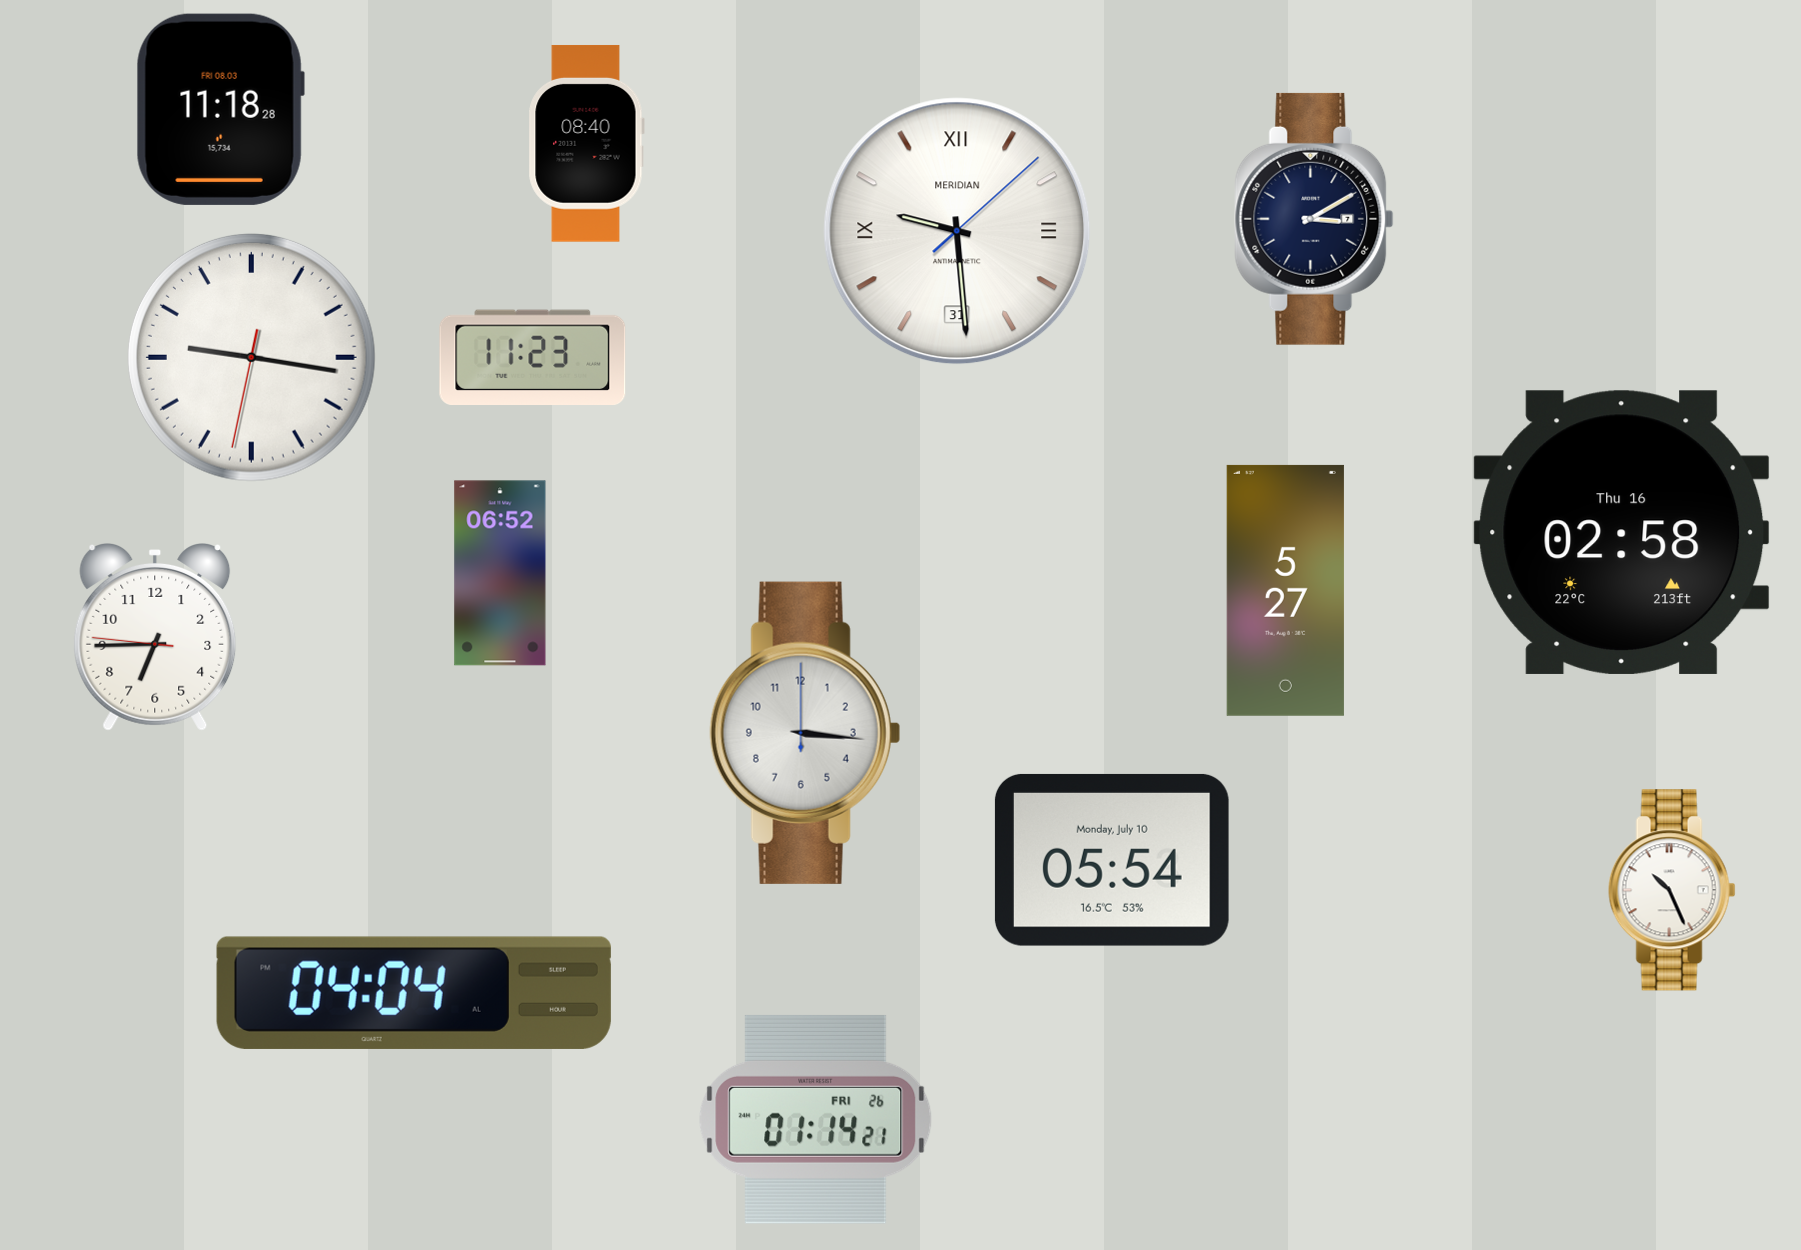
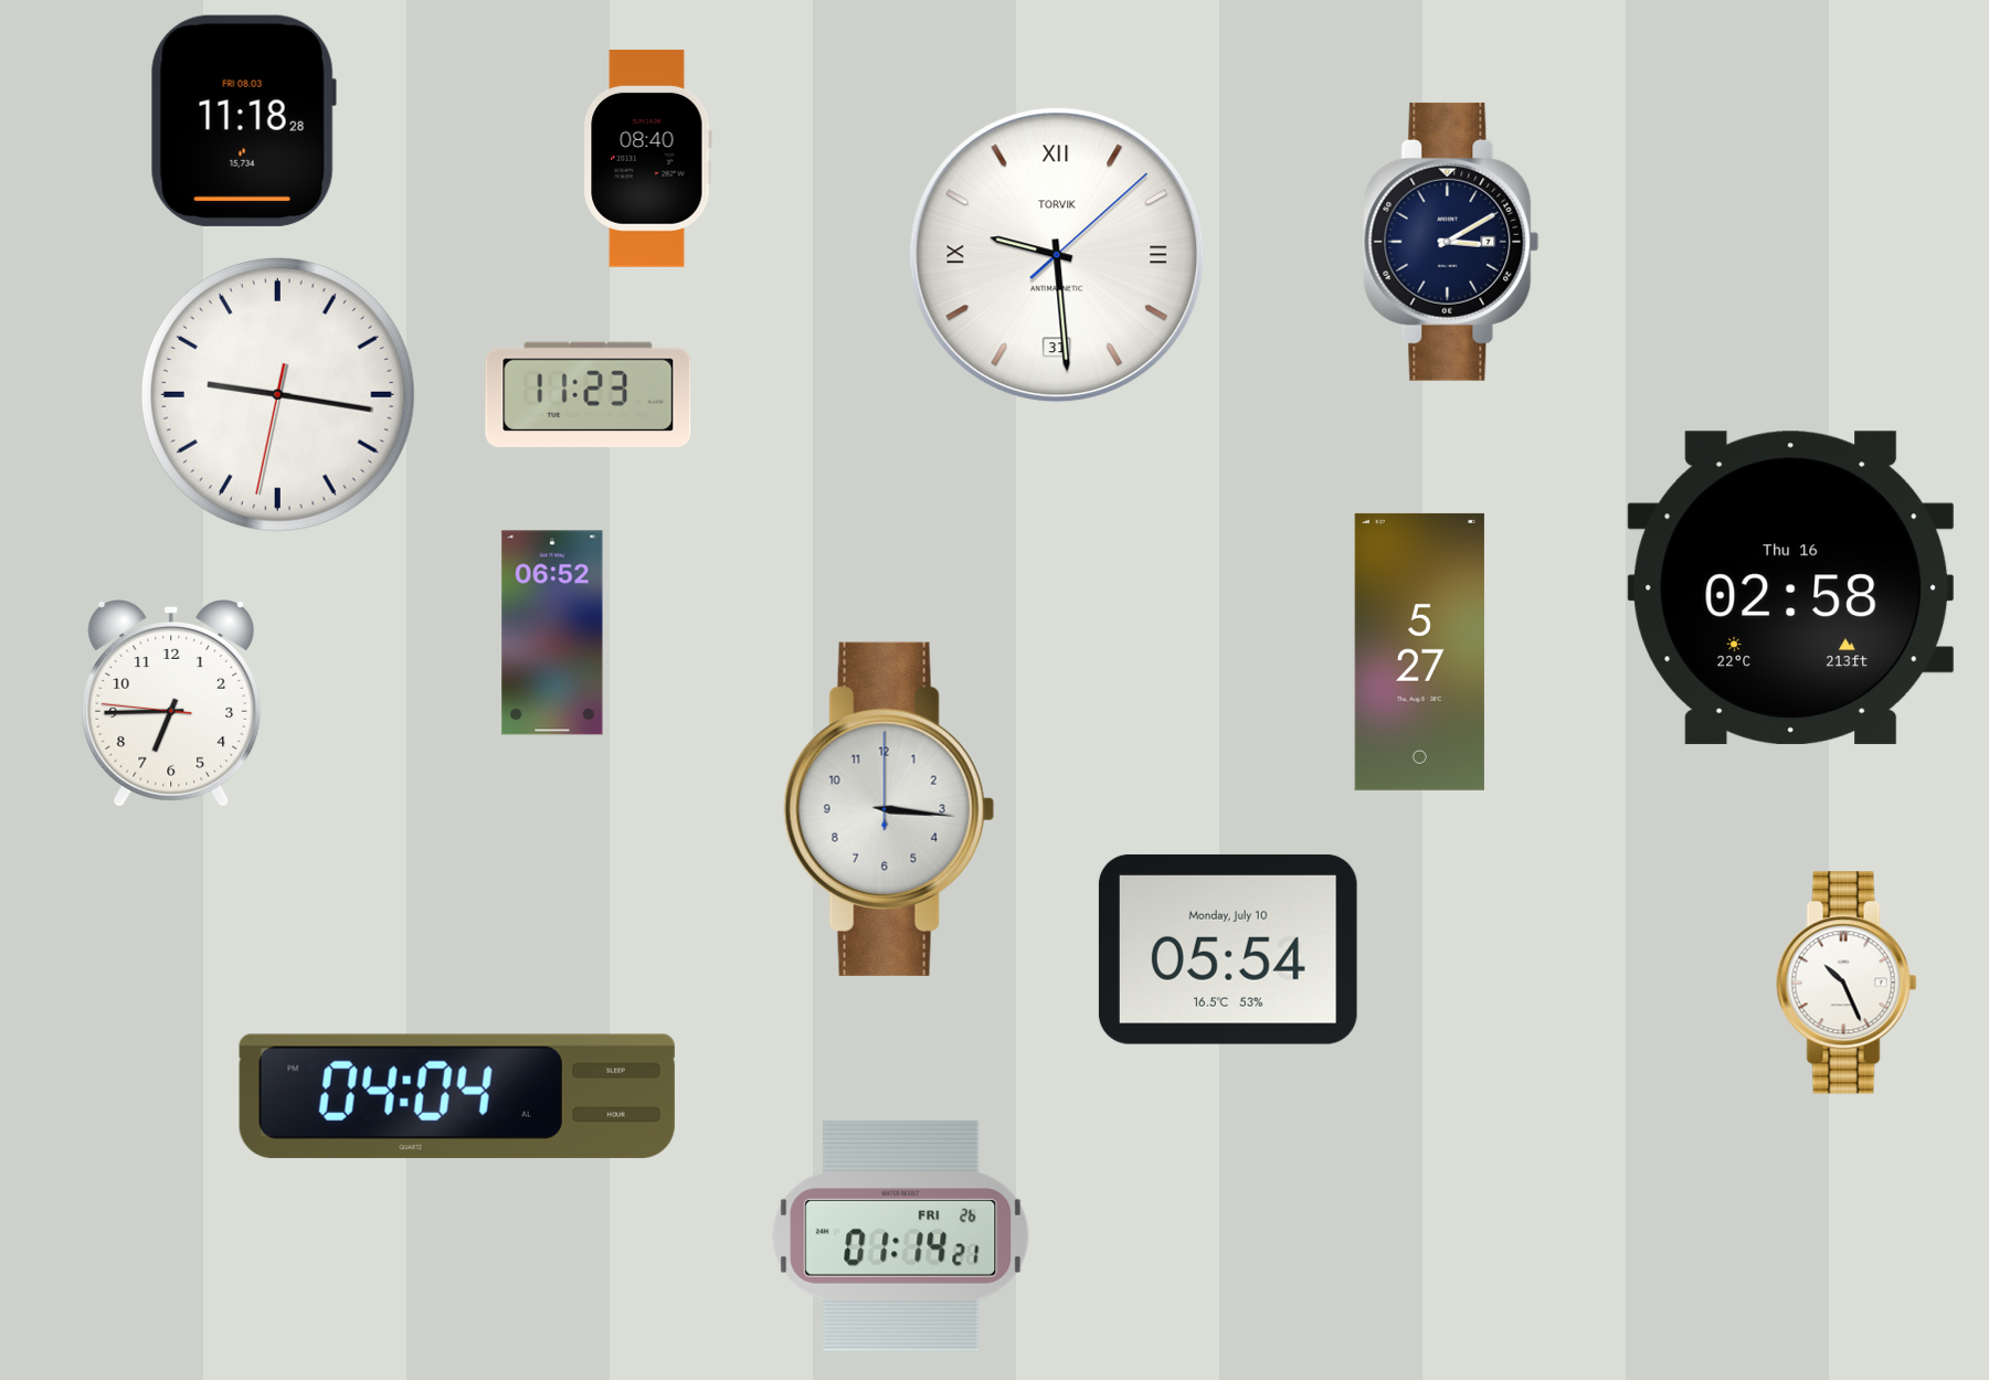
clock at (957, 231) brand: MERIDIAN -> TORVIK
